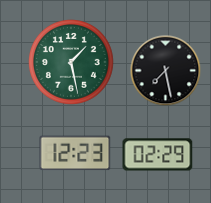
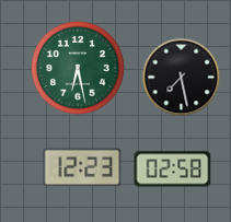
clock at (72, 63): 1:28 -> 6:28
clock at (158, 155): 02:29 -> 02:58
